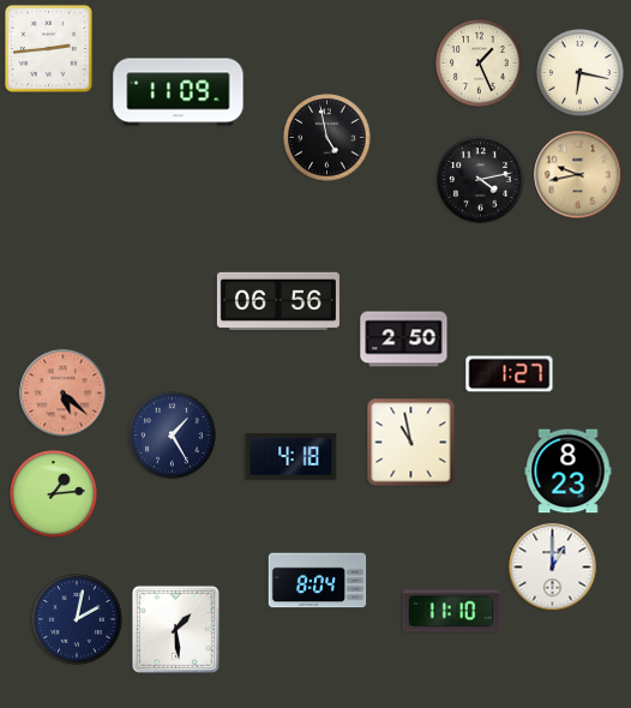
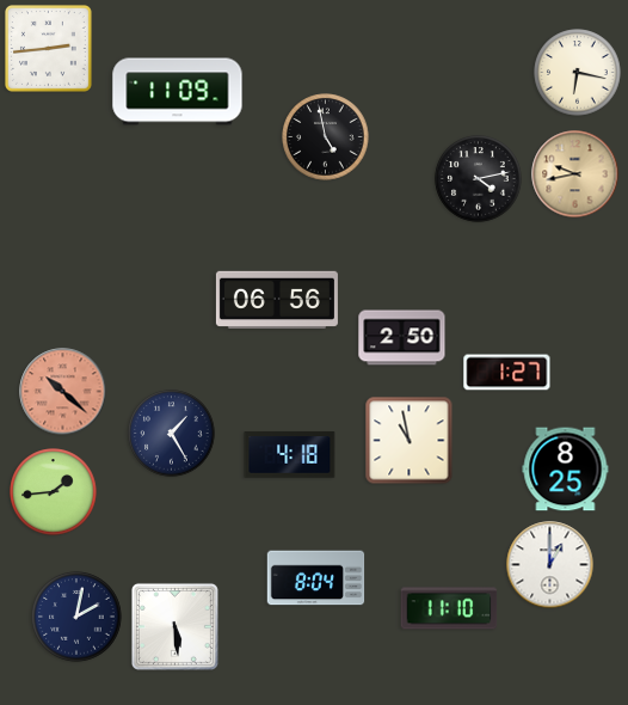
clock at (480, 64): 1:26 -> none
clock at (64, 394): 5:22 -> 10:22
clock at (569, 472): 8:23 -> 8:25
clock at (54, 494): 1:14 -> 1:44
clock at (175, 629): 1:29 -> 5:29
